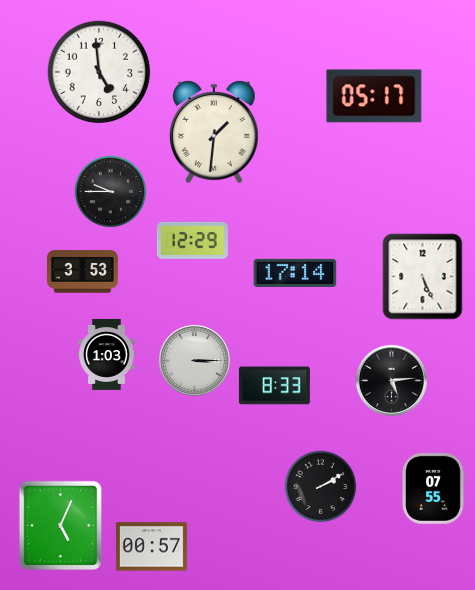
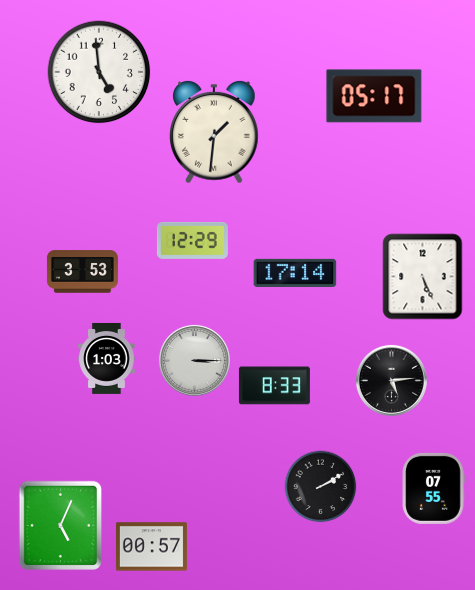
clock at (111, 192): 9:45 -> none
clock at (107, 354) position: (107, 354) -> (107, 358)
